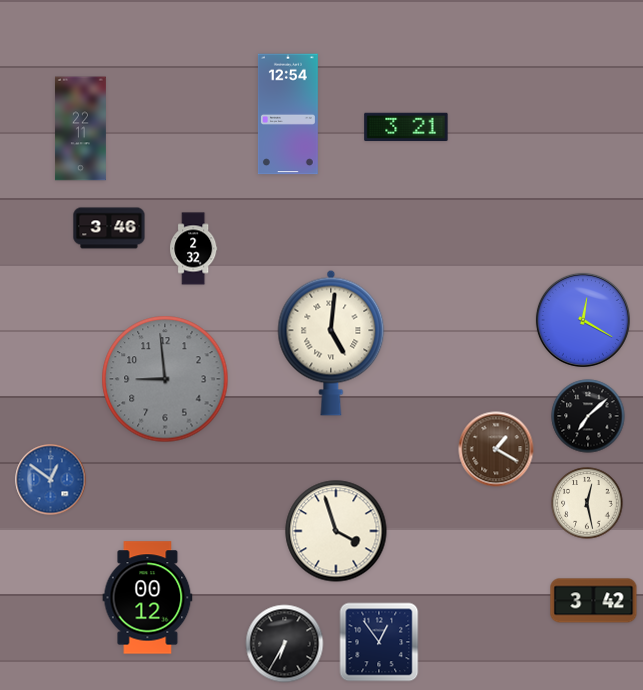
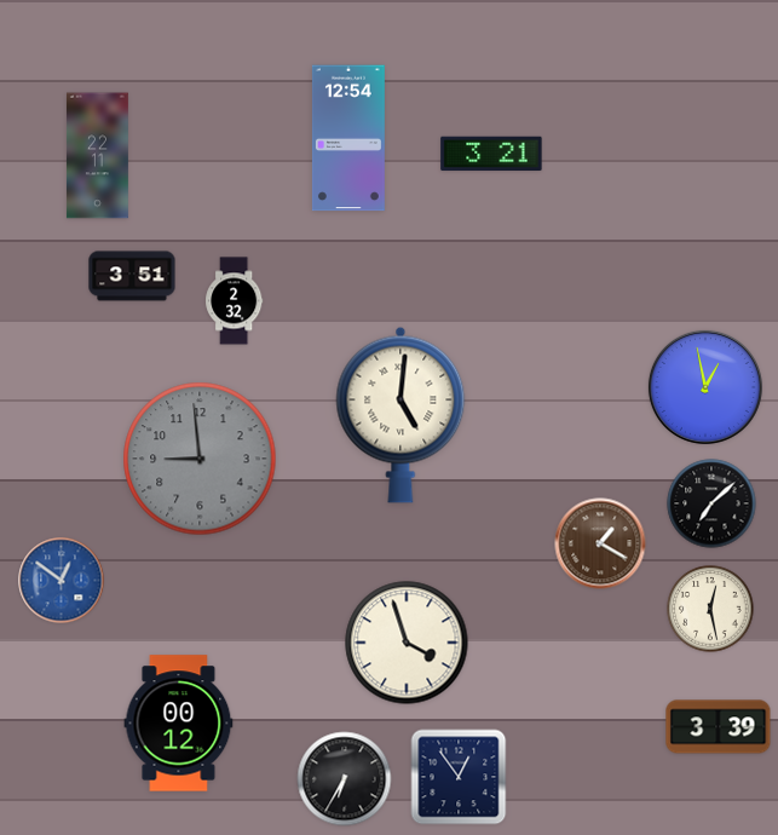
clock at (109, 228): 3:46 -> 3:51
clock at (583, 320): 12:20 -> 12:58
clock at (594, 601): 3:42 -> 3:39
